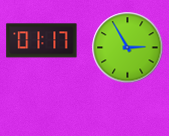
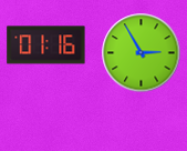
clock at (42, 41): 01:17 -> 01:16
